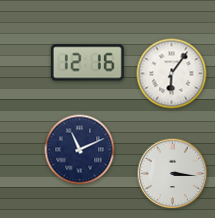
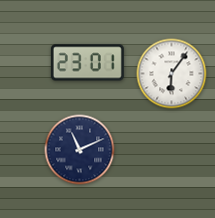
clock at (87, 63): 12:16 -> 23:01
clock at (173, 174): 3:16 -> none
